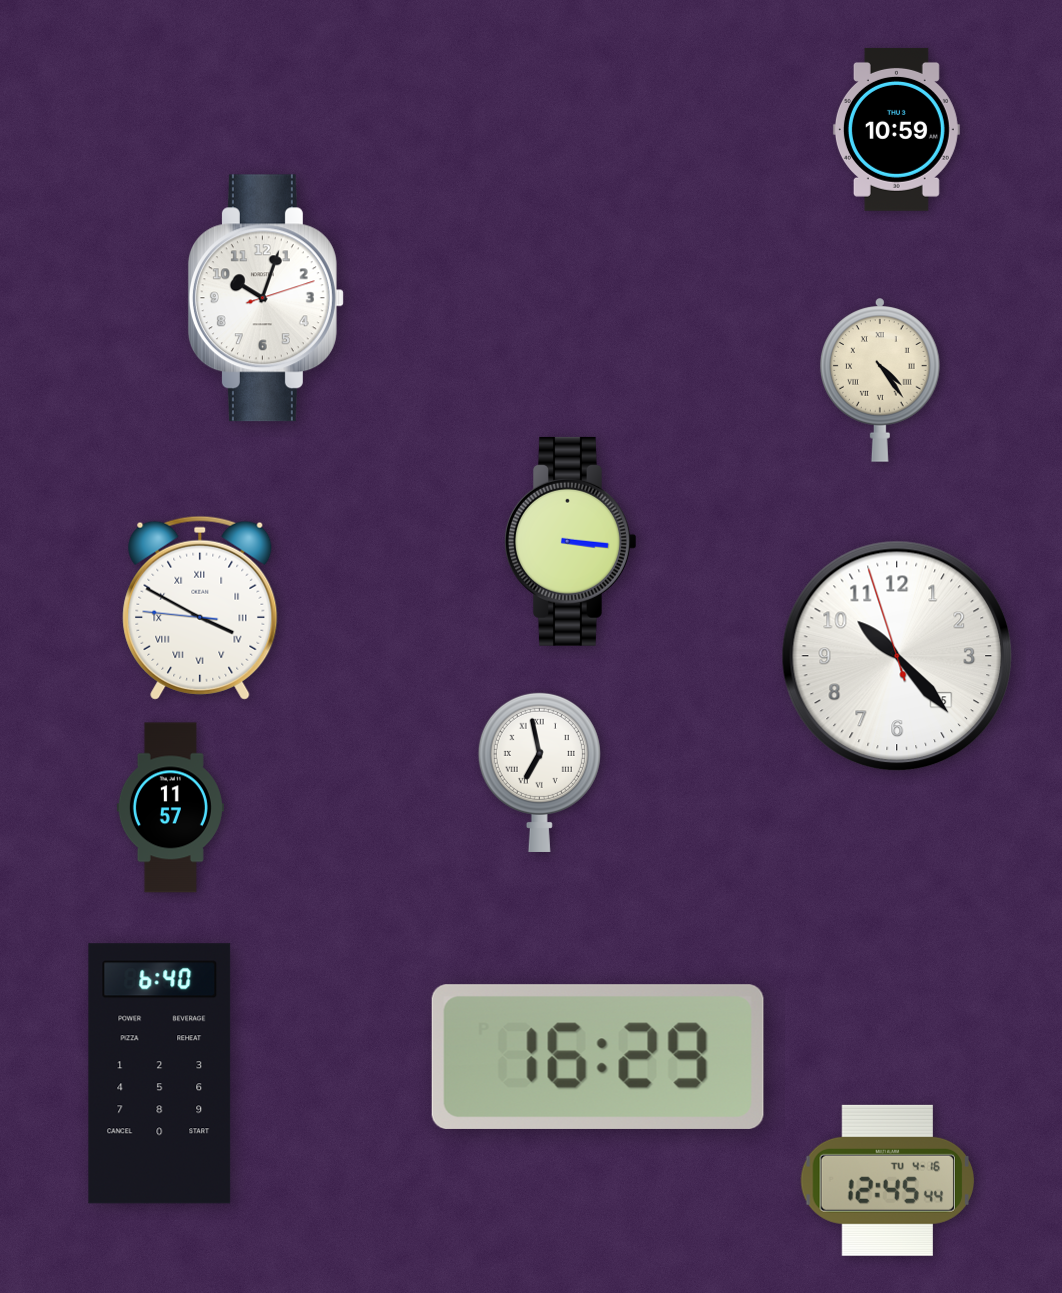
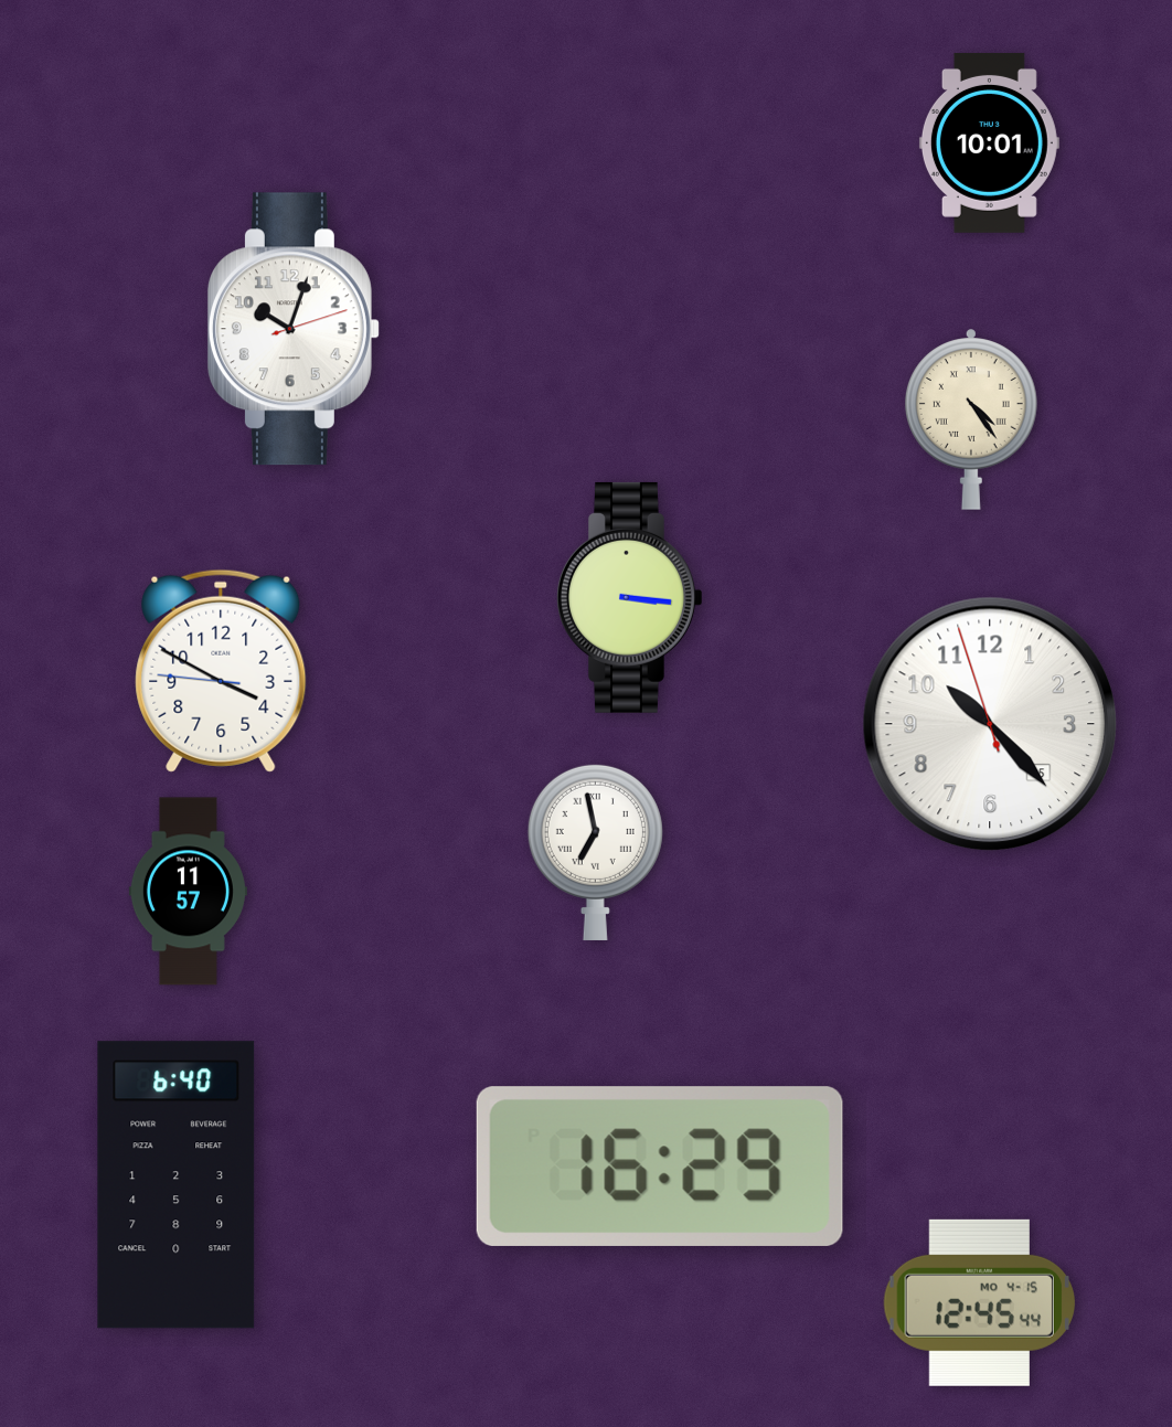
clock at (896, 129): 10:59 -> 10:01
clock at (200, 608) numerals: Roman -> Arabic
clock at (887, 1180) date: TU 4-16 -> MO 4-15
